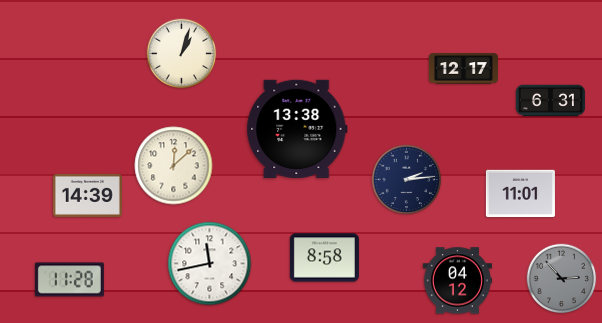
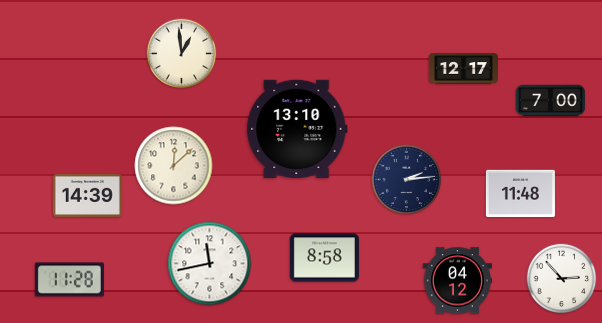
clock at (182, 54): 1:03 -> 12:59
clock at (550, 101): 6:31 -> 7:00
clock at (297, 129): 13:38 -> 13:10
clock at (520, 194): 11:01 -> 11:48
clock at (562, 279) dial: grey -> white
